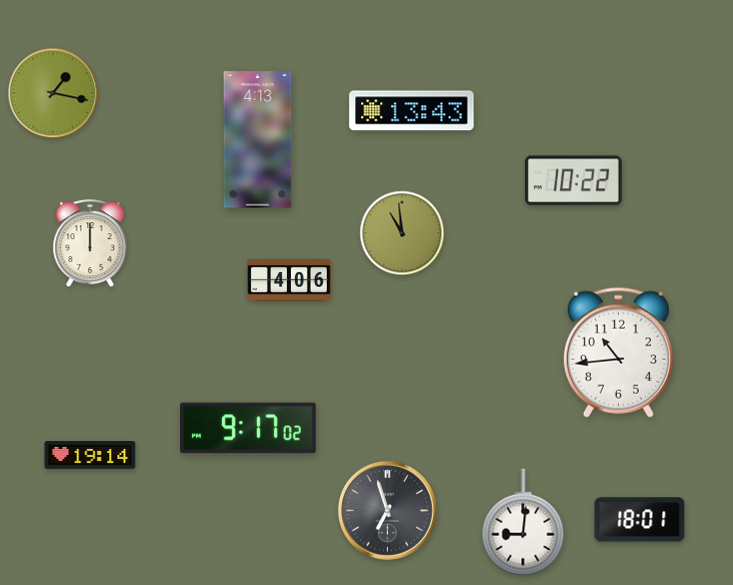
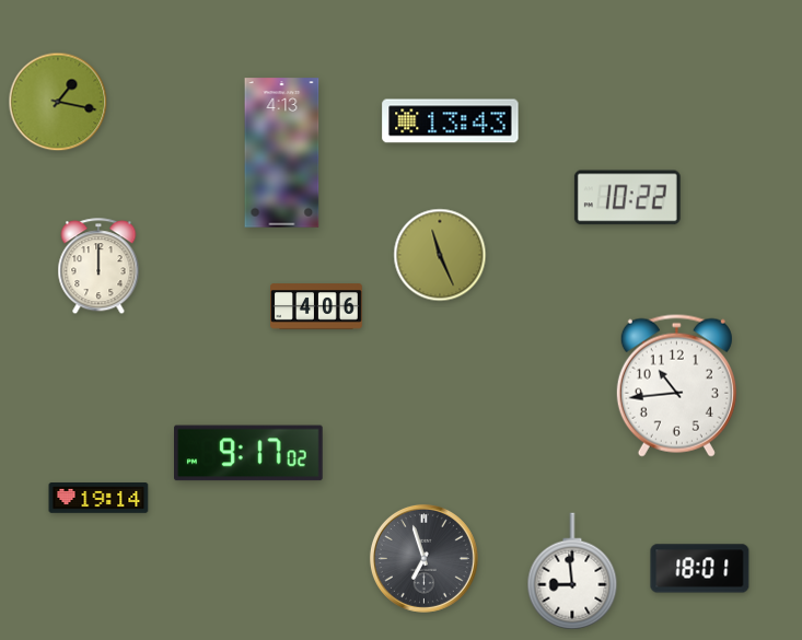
clock at (402, 233): 10:59 -> 11:26
clock at (249, 428) position: (249, 428) -> (249, 453)
clock at (523, 522): 9:01 -> 8:59
